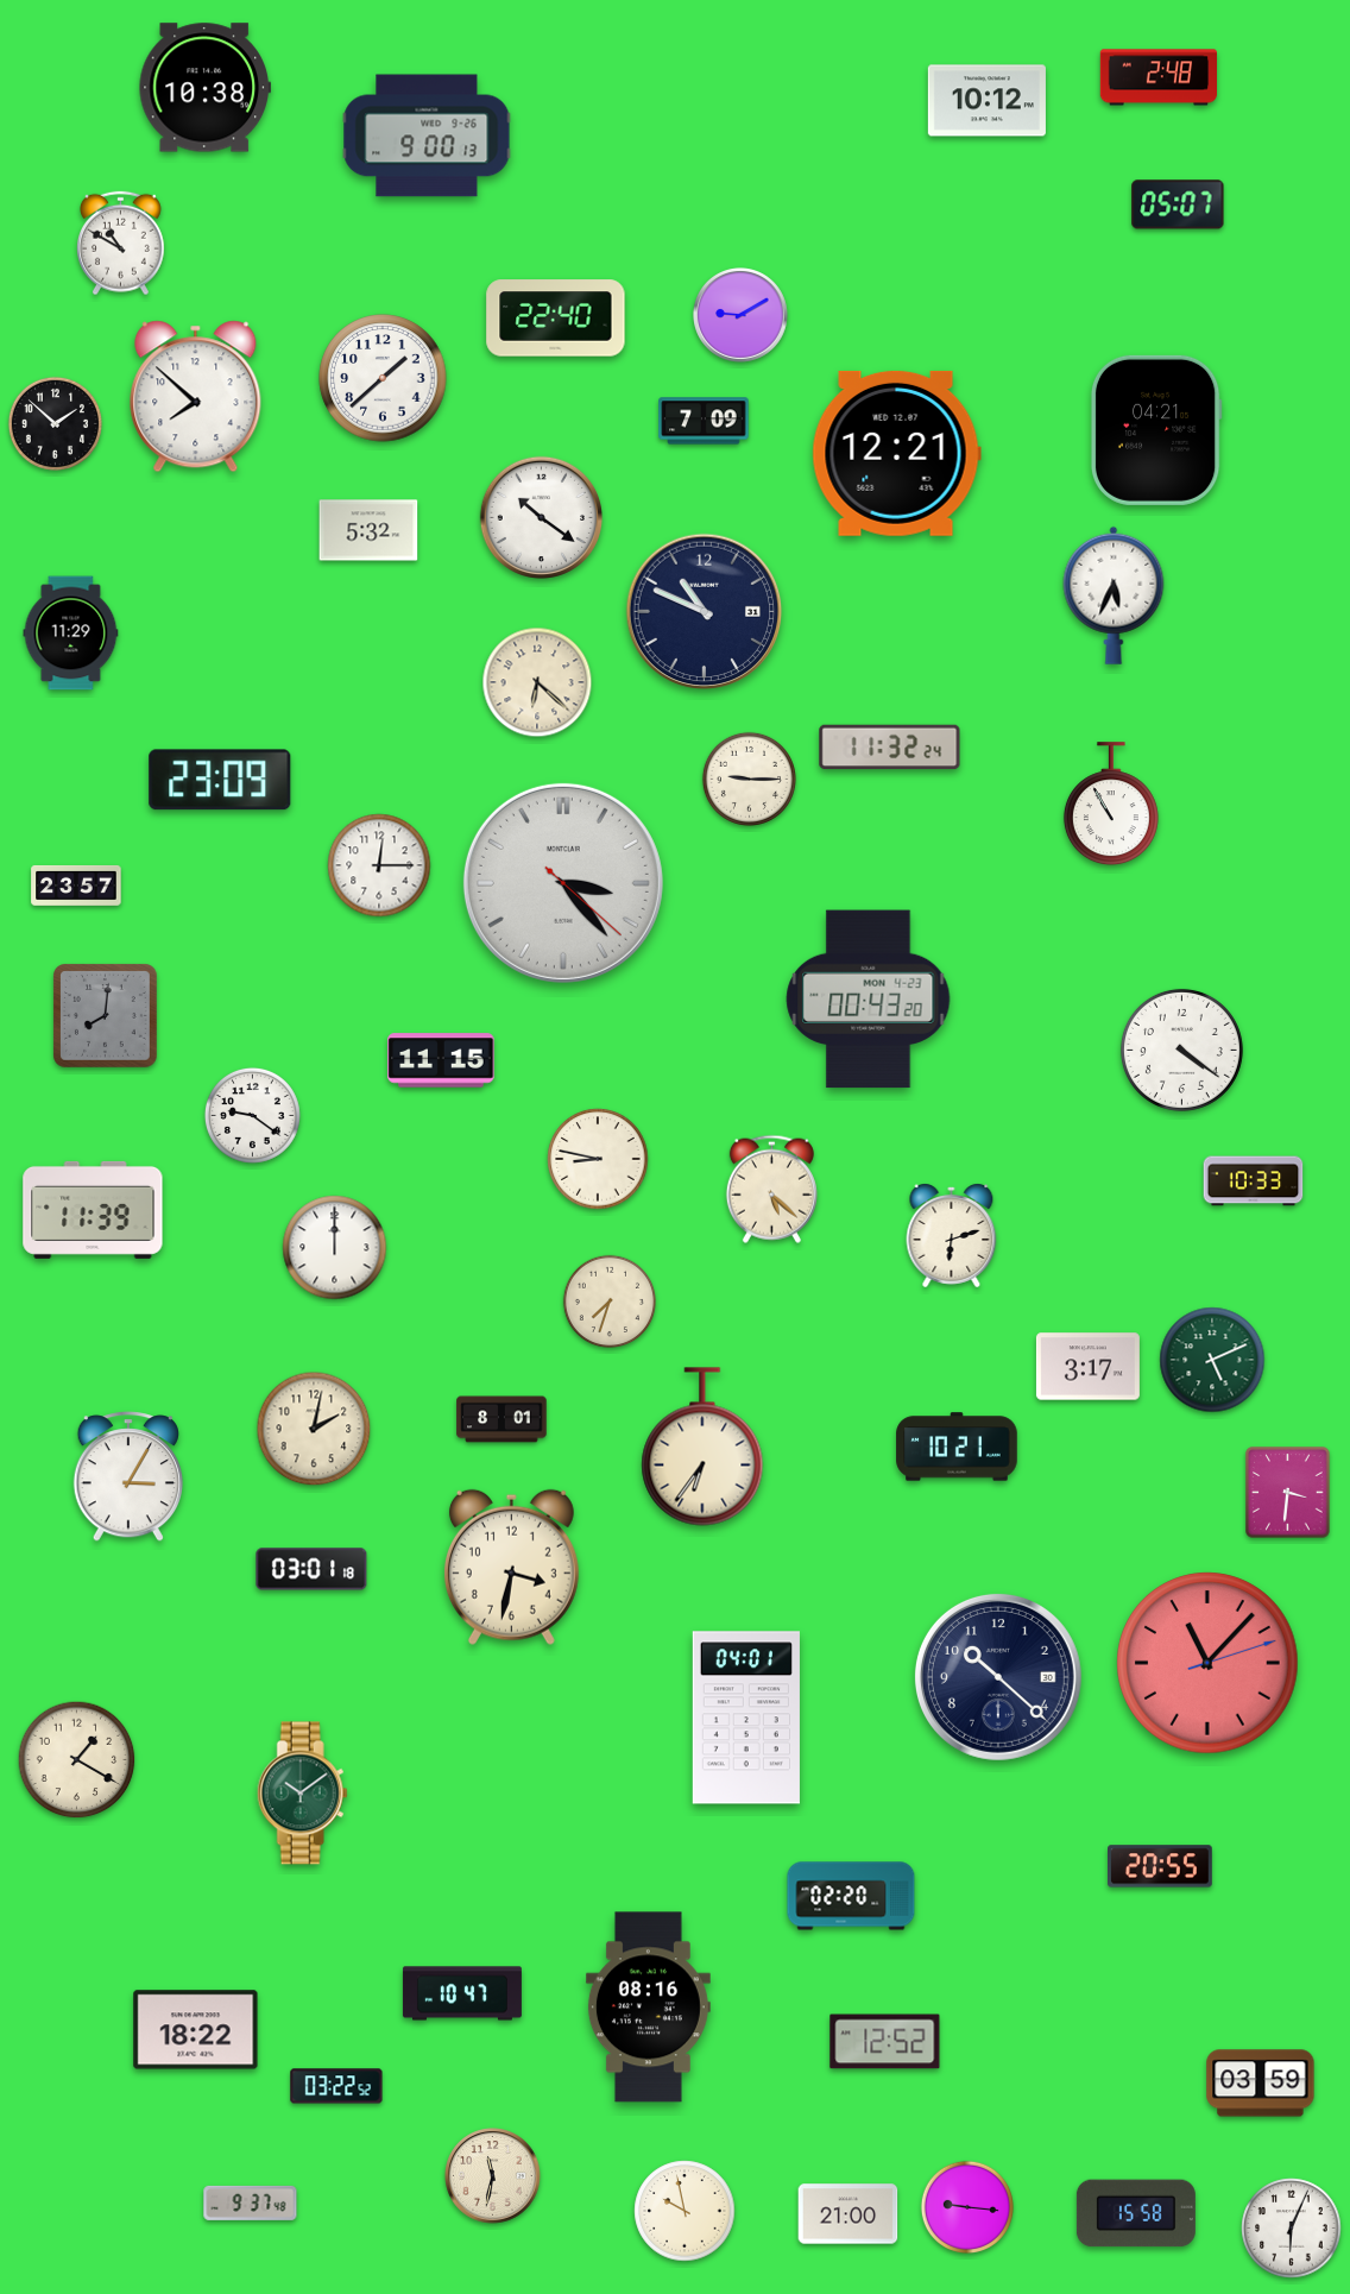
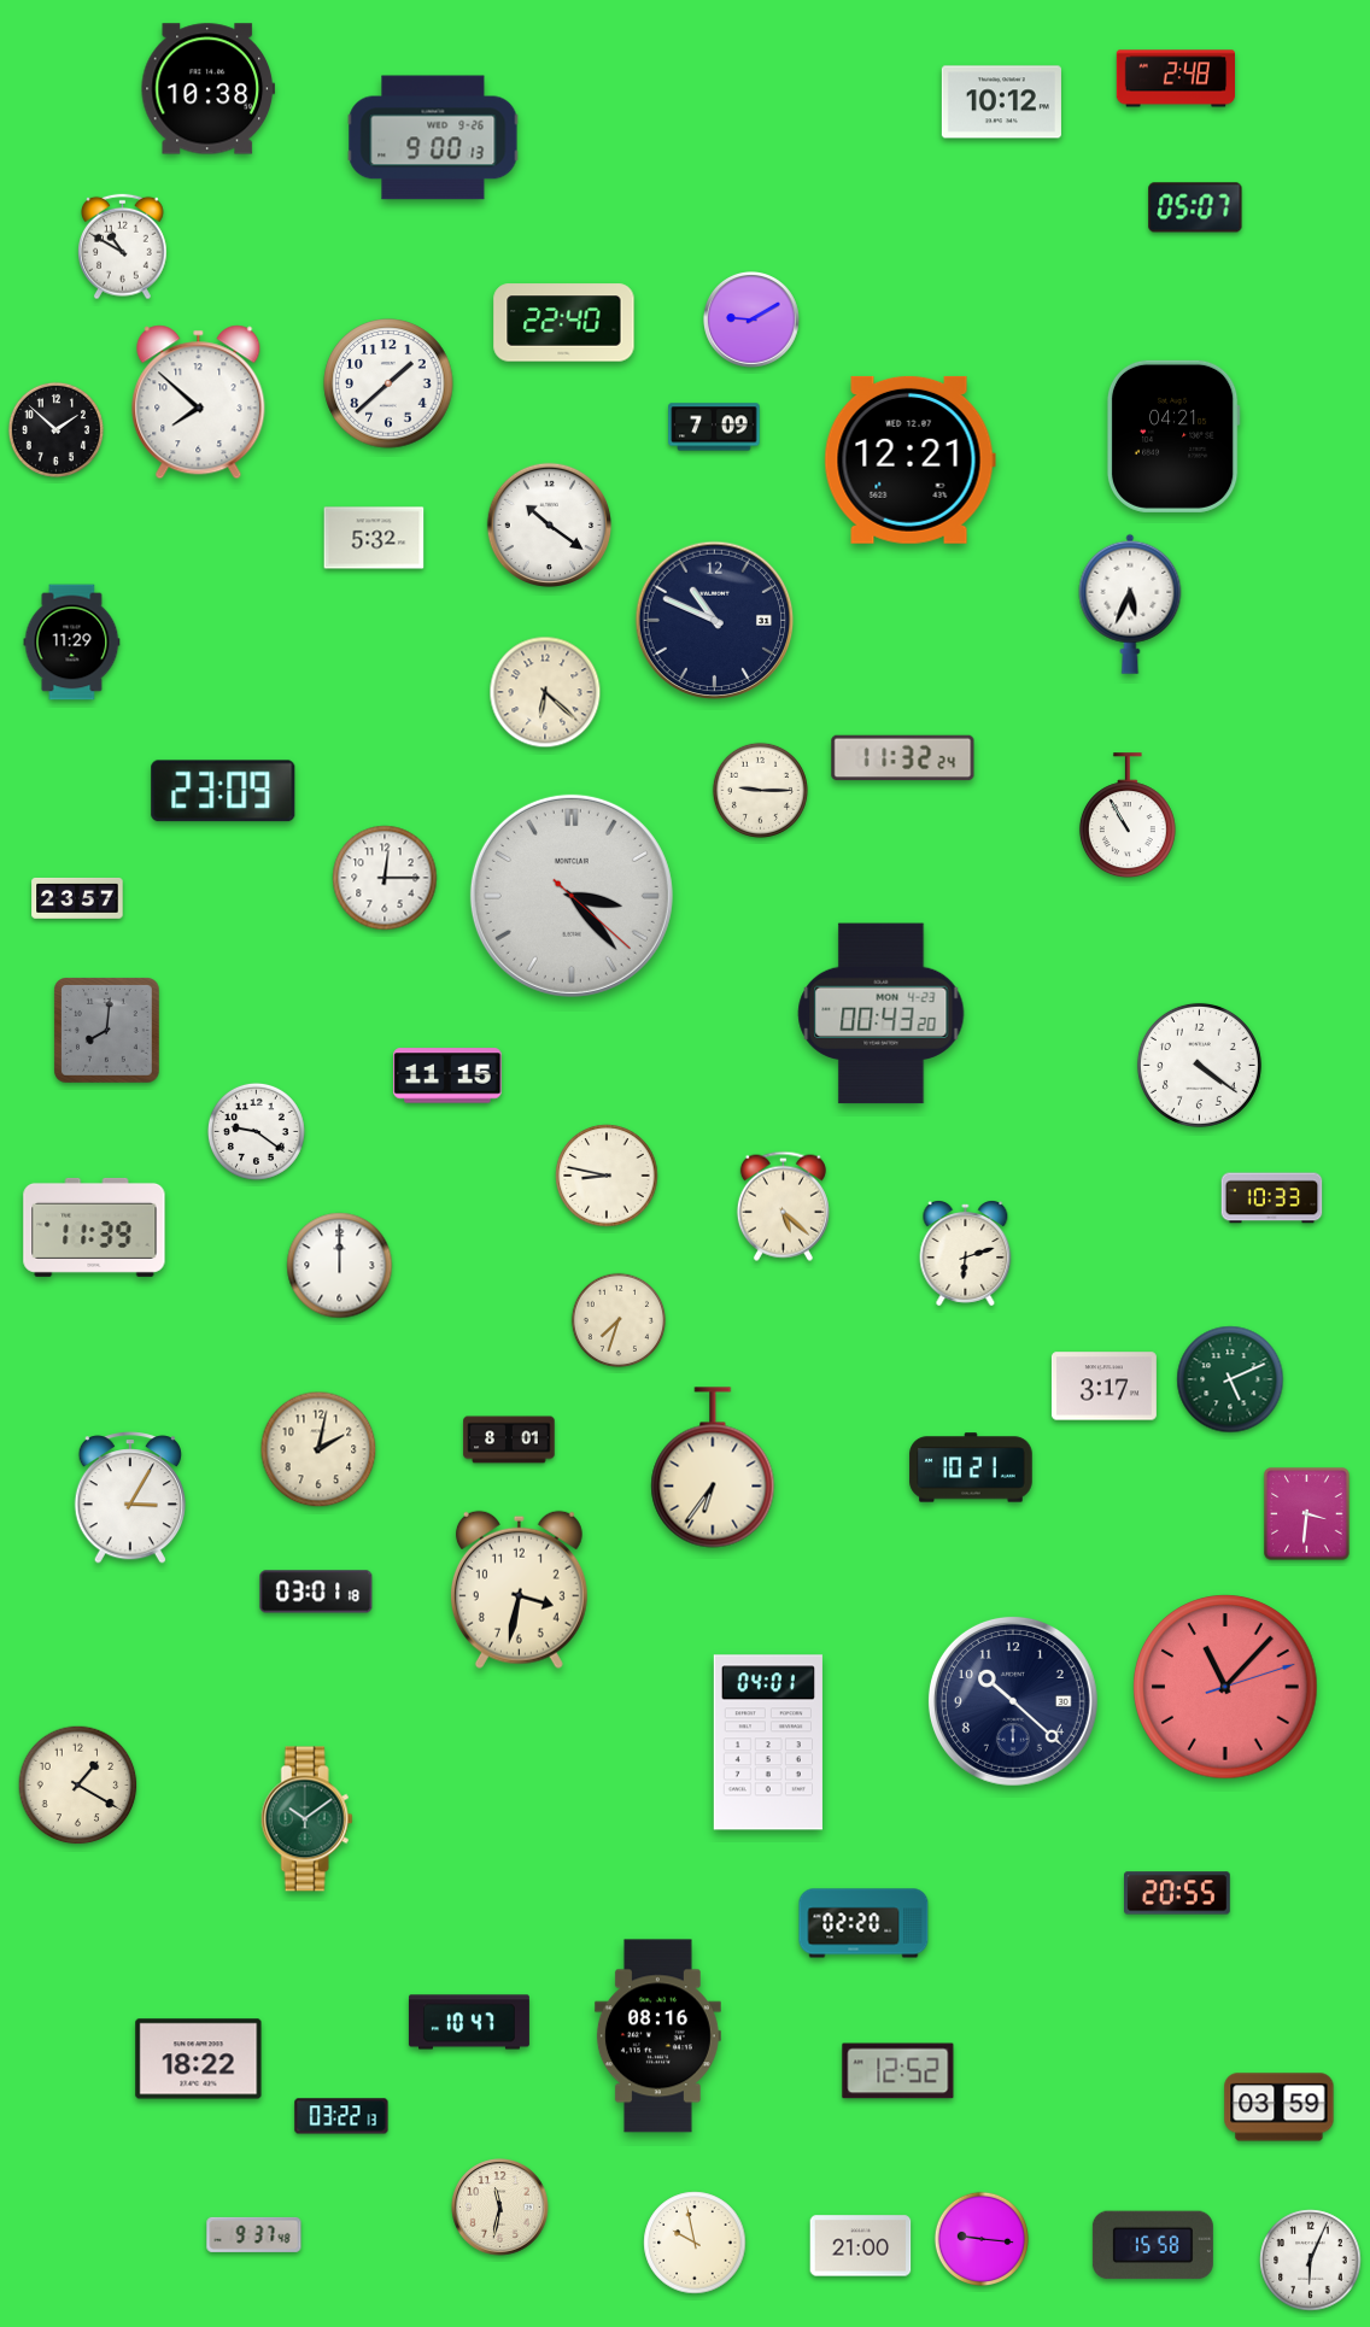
clock at (746, 1718) position: (746, 1718) -> (768, 1742)
clock at (1261, 2084) position: (1261, 2084) -> (1280, 2108)
clock at (336, 2086): 03:22:52 -> 03:22:13
